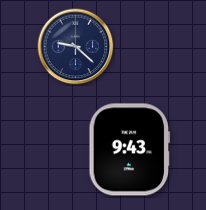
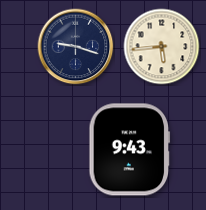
clock at (76, 47): 9:22 -> 9:18
clock at (162, 47): none -> 5:44
